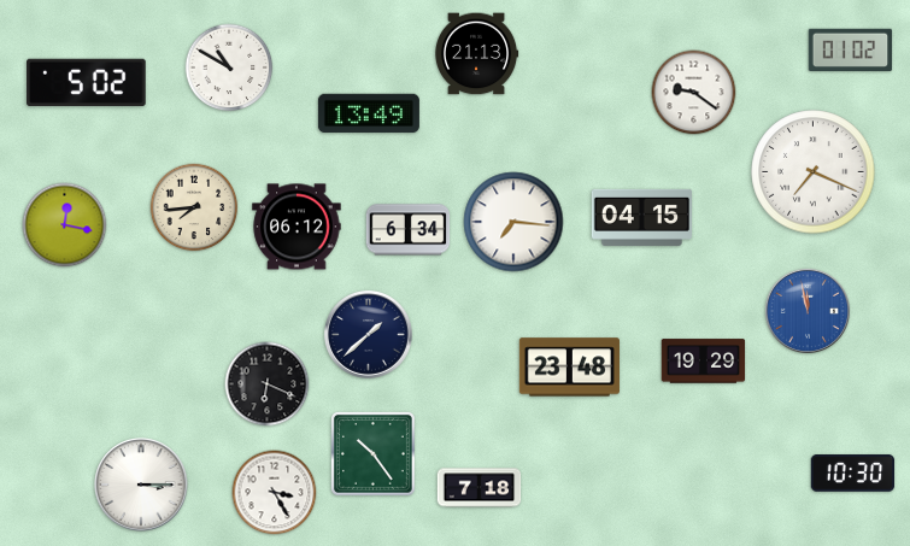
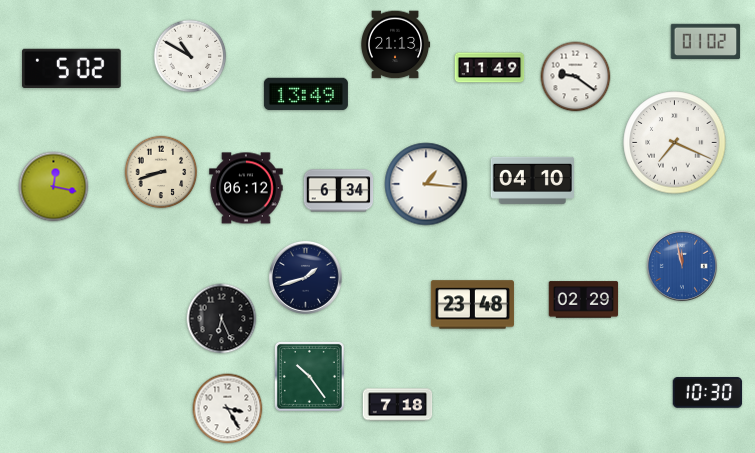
clock at (490, 68): none -> 11:49
clock at (194, 207): 7:44 -> 8:42
clock at (641, 217): 04:15 -> 04:10
clock at (513, 222): 7:16 -> 1:16
clock at (808, 311) position: (808, 311) -> (682, 266)
clock at (368, 334): 1:38 -> 1:42
clock at (704, 362): 19:29 -> 02:29
clock at (268, 384): 6:19 -> 6:26
clock at (141, 485): 3:15 -> none
